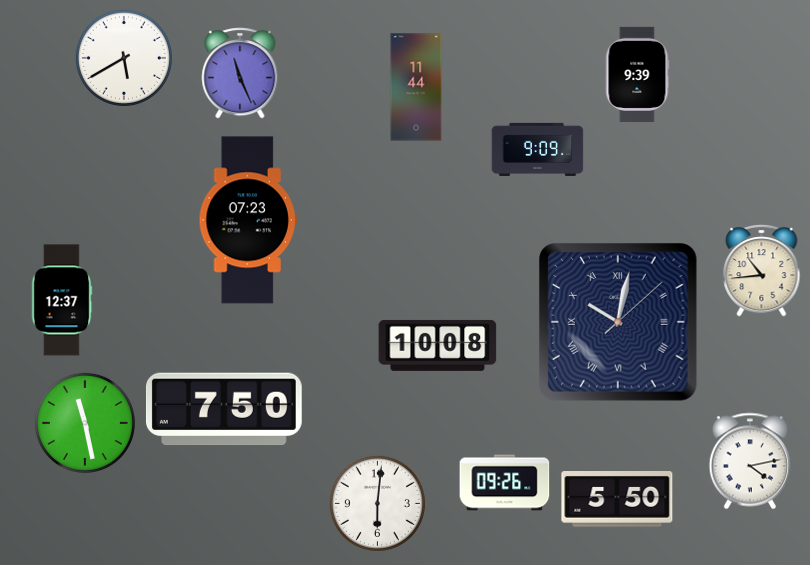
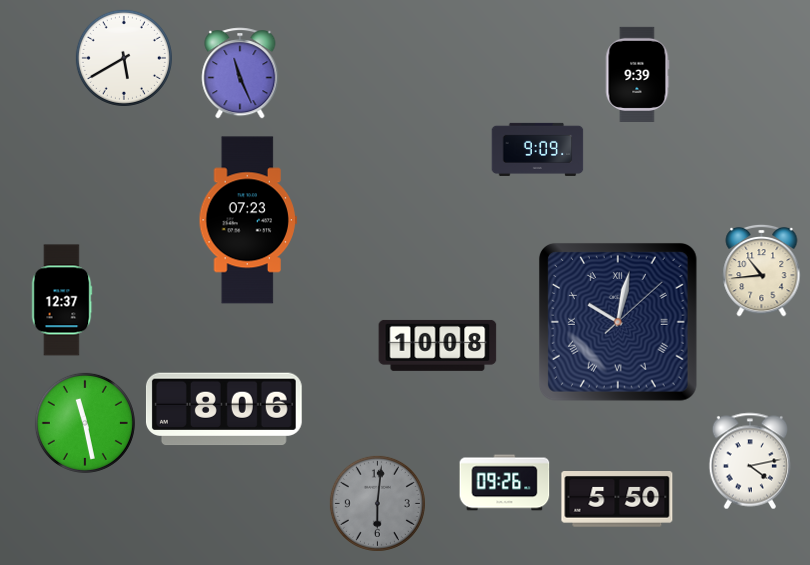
clock at (416, 87): 11:44 -> none
clock at (224, 409): 7:50 -> 8:06
clock at (377, 503) dial: white -> grey
